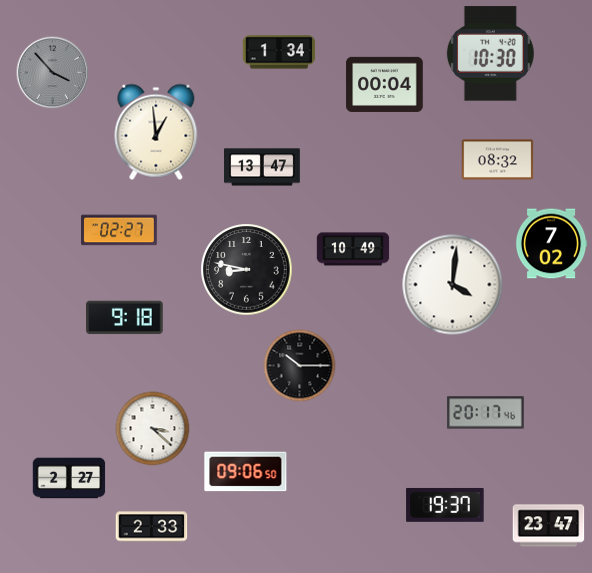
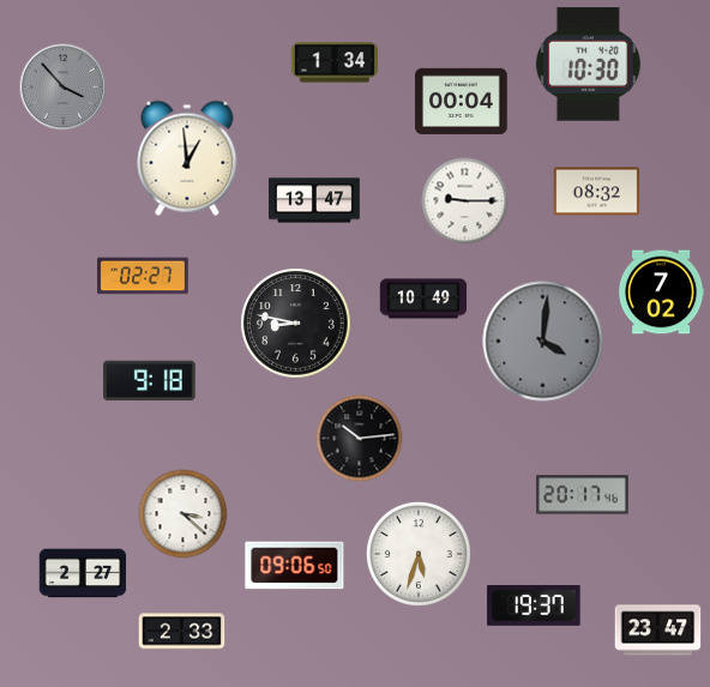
clock at (465, 201): none -> 9:15
clock at (453, 285) dial: white -> grey
clock at (300, 366): 10:15 -> 10:14
clock at (419, 554): none -> 5:33
